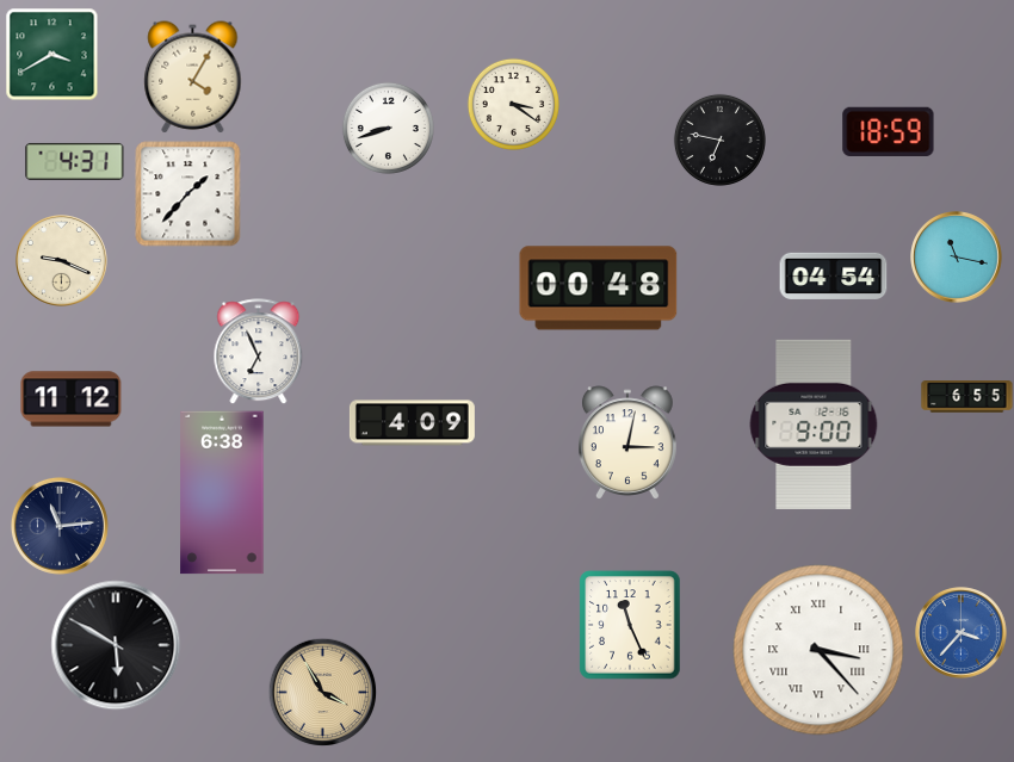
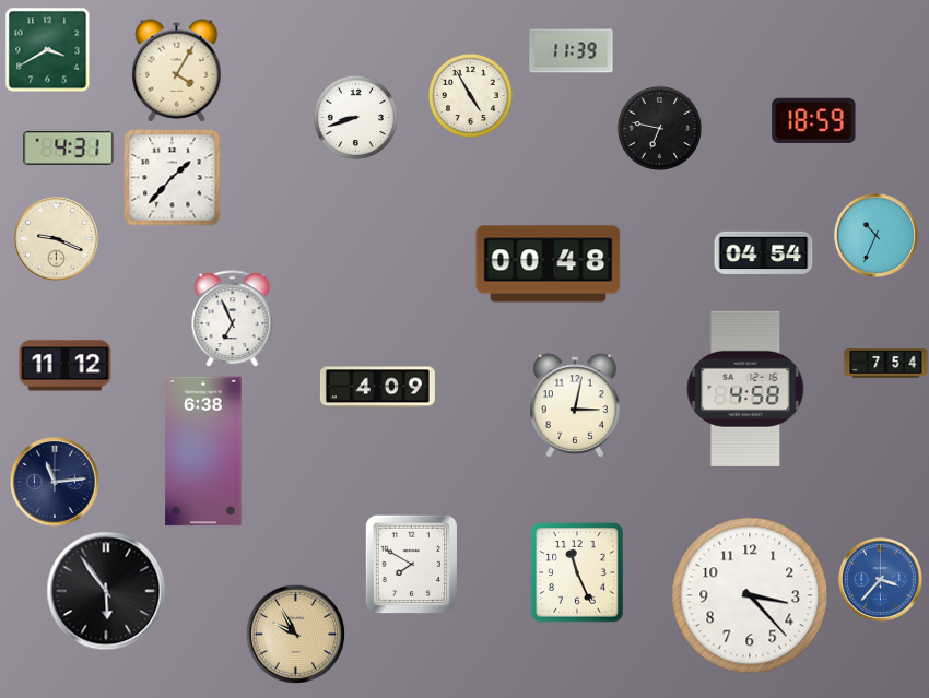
clock at (572, 51): none -> 11:39
clock at (513, 104): 3:21 -> 4:55
clock at (957, 258): 11:17 -> 10:34
clock at (259, 352) position: (259, 352) -> (233, 319)
clock at (967, 397): 6:55 -> 7:54
clock at (814, 425): 9:00 -> 4:58
clock at (412, 564): none -> 7:50
clock at (116, 645): 5:50 -> 5:54
clock at (818, 650) numerals: Roman -> Arabic
clock at (322, 692): 3:55 -> 9:55
